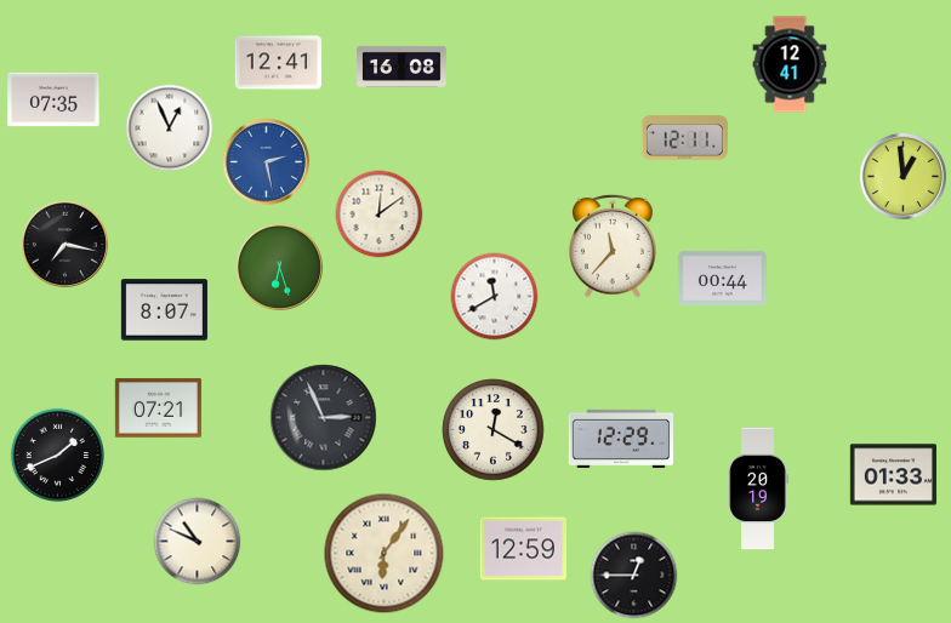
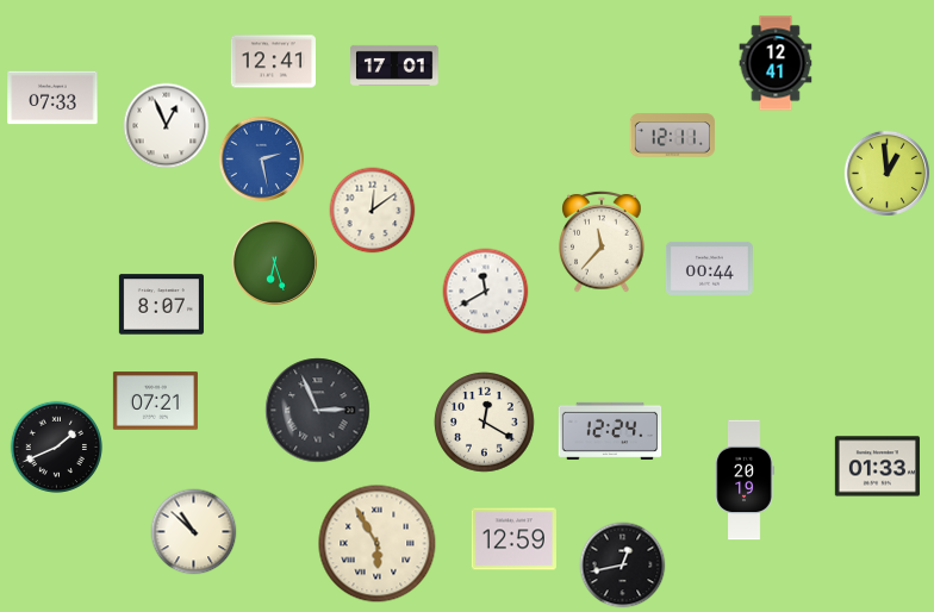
clock at (402, 67): 16:08 -> 17:01
clock at (53, 99): 07:35 -> 07:33
clock at (64, 244): 7:17 -> none
clock at (722, 278) position: (722, 278) -> (709, 268)
clock at (621, 439): 12:29 -> 12:24
clock at (198, 542): 10:49 -> 10:52
clock at (385, 554): 6:06 -> 5:55
clock at (634, 576): 12:45 -> 12:43
